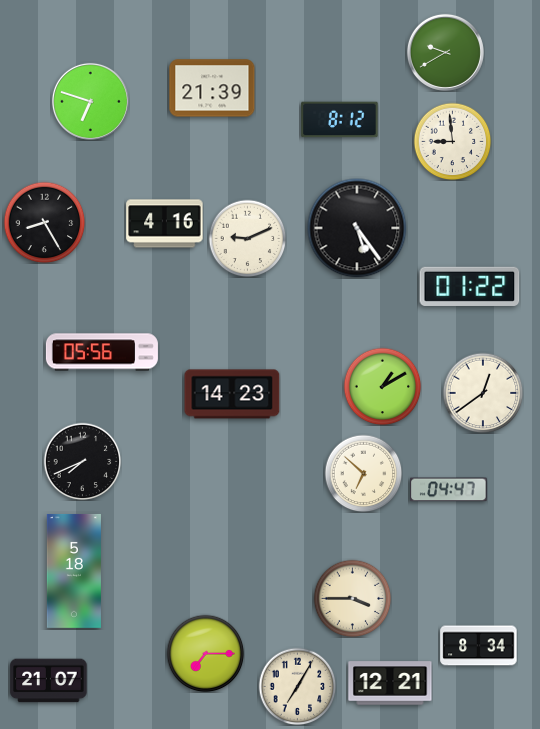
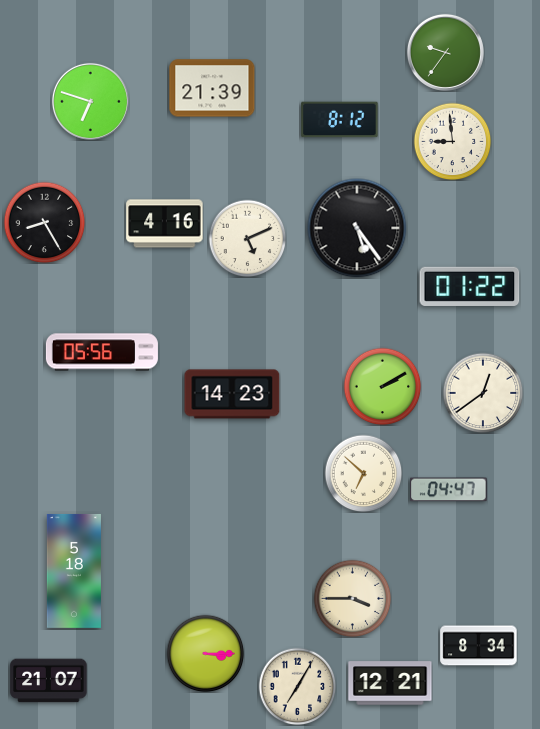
clock at (445, 52): 9:40 -> 9:36
clock at (247, 238): 9:11 -> 5:11
clock at (382, 386): 1:10 -> 2:10
clock at (82, 461): 7:41 -> none
clock at (205, 653): 7:15 -> 3:15
